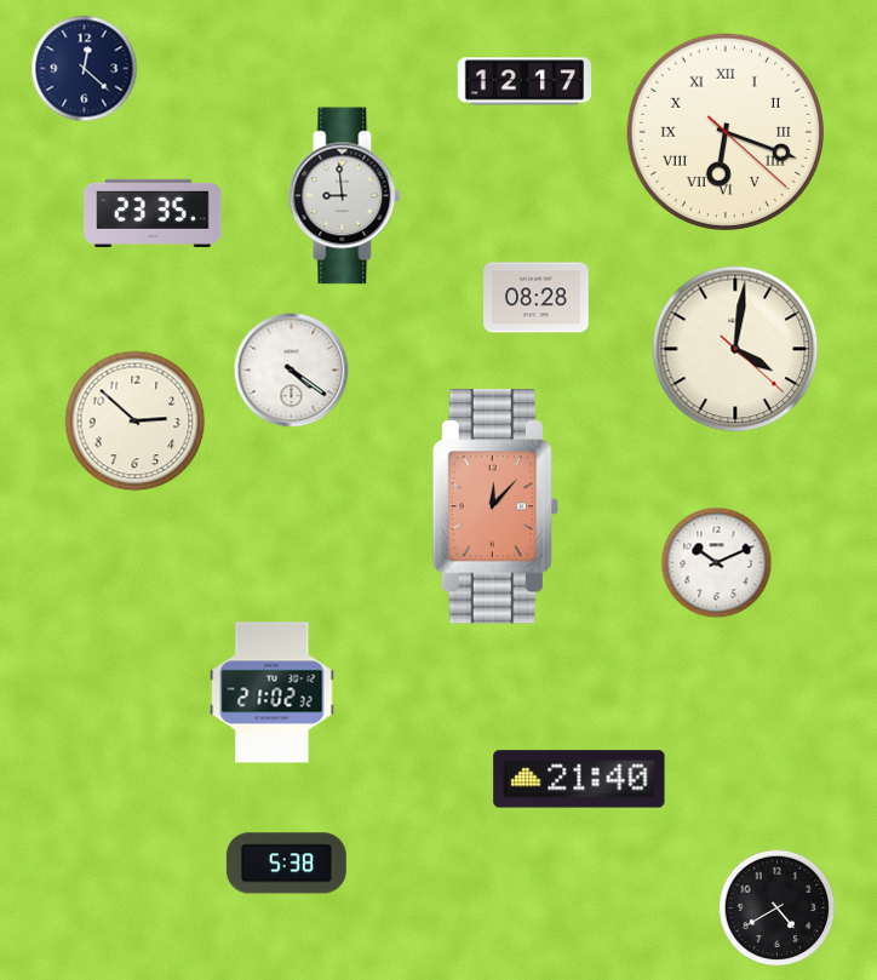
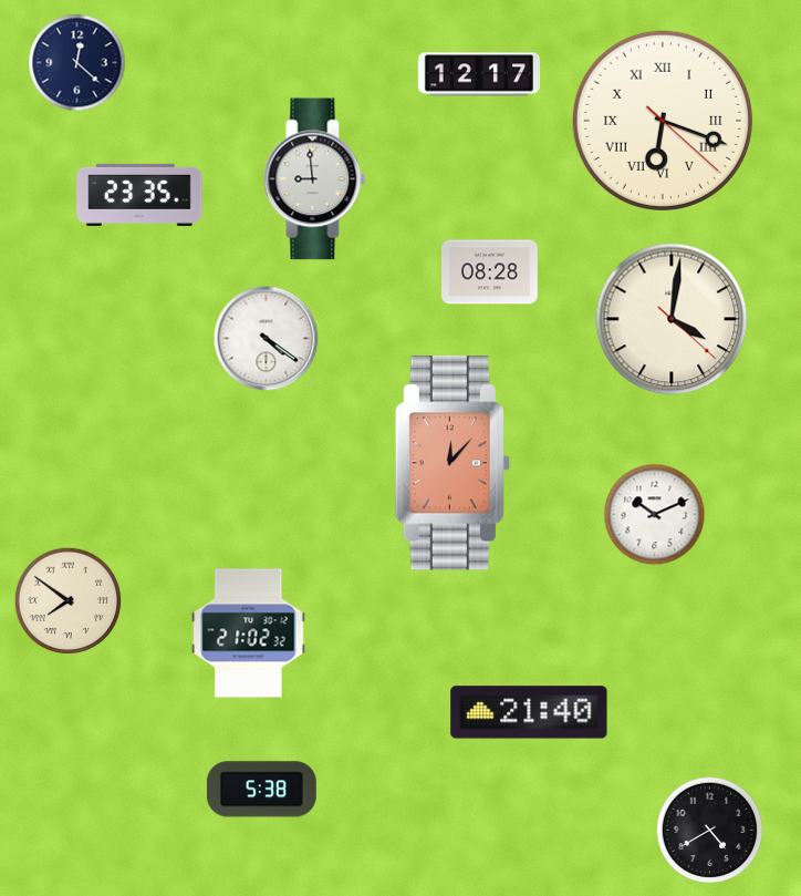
clock at (136, 422): 2:52 -> none
clock at (69, 601): none -> 7:51
